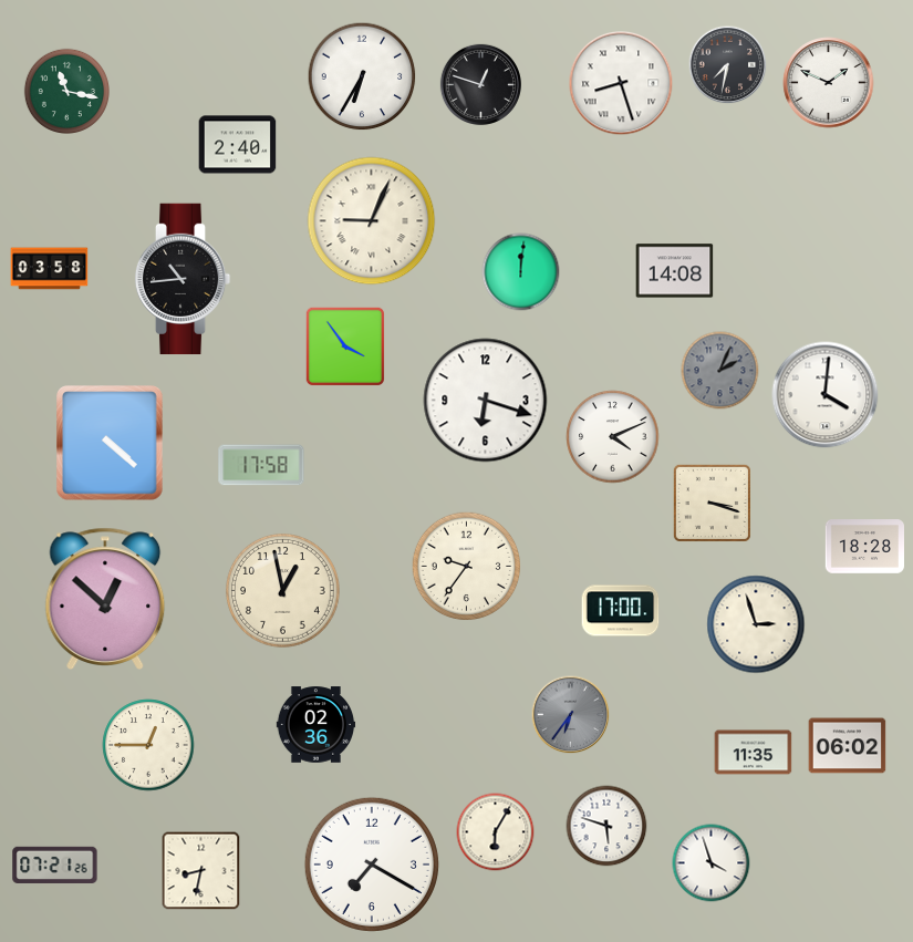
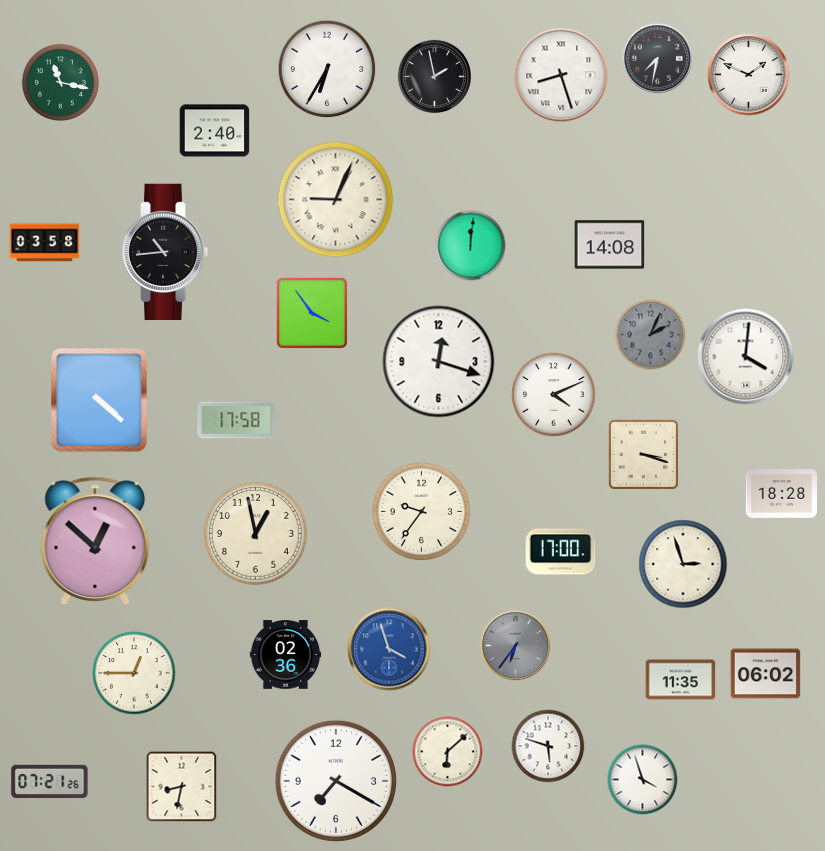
clock at (480, 84): 12:48 -> 1:58
clock at (486, 401): 6:18 -> 12:18
clock at (389, 649): none -> 3:57
clock at (496, 832): 6:05 -> 6:08
